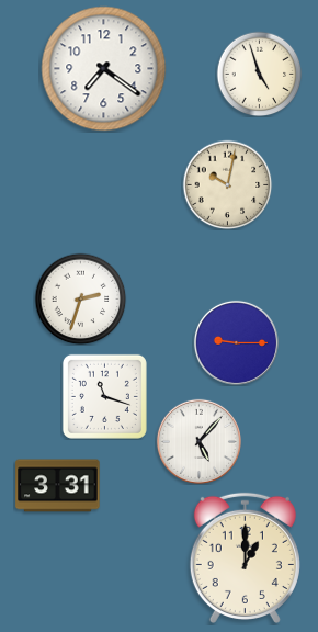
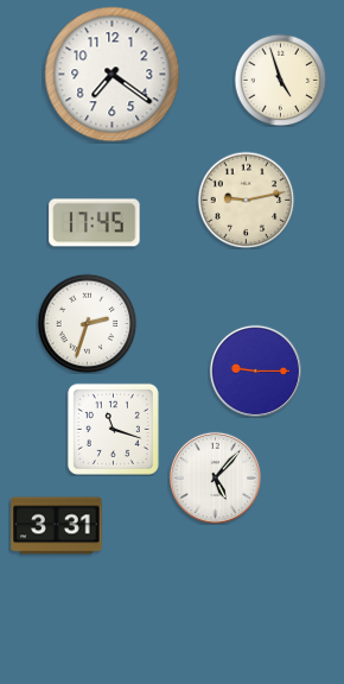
clock at (227, 184): 10:02 -> 9:13
clock at (95, 223): none -> 17:45
clock at (58, 486) position: (58, 486) -> (57, 526)
clock at (245, 557): 1:00 -> none
